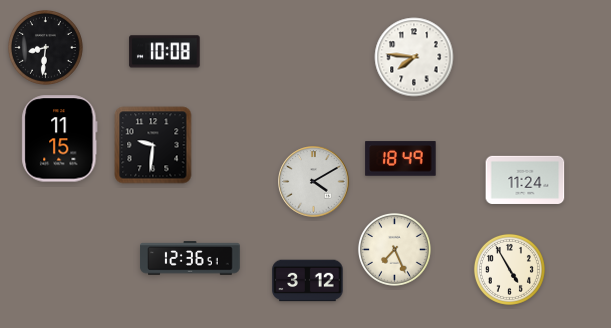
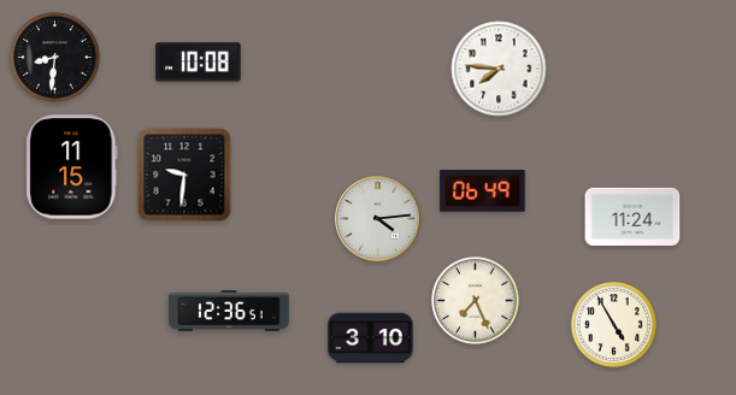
clock at (401, 159): 18:49 -> 06:49
clock at (314, 182): 4:10 -> 4:14
clock at (308, 281): 3:12 -> 3:10
